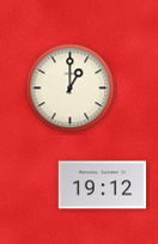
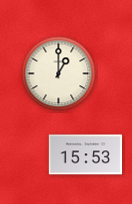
clock at (103, 185): 19:12 -> 15:53
